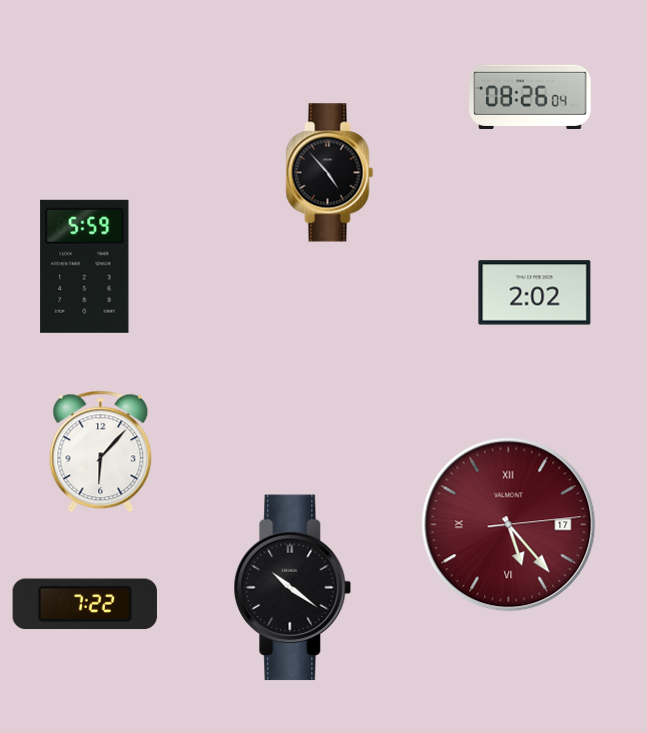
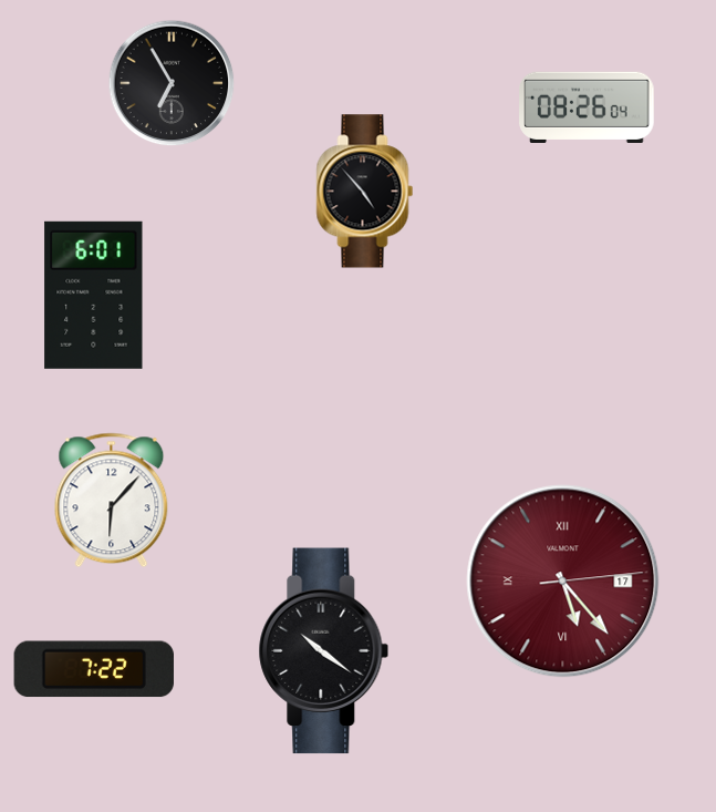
clock at (172, 83): none -> 6:55
clock at (85, 266): 5:59 -> 6:01
clock at (535, 293): 2:02 -> none
